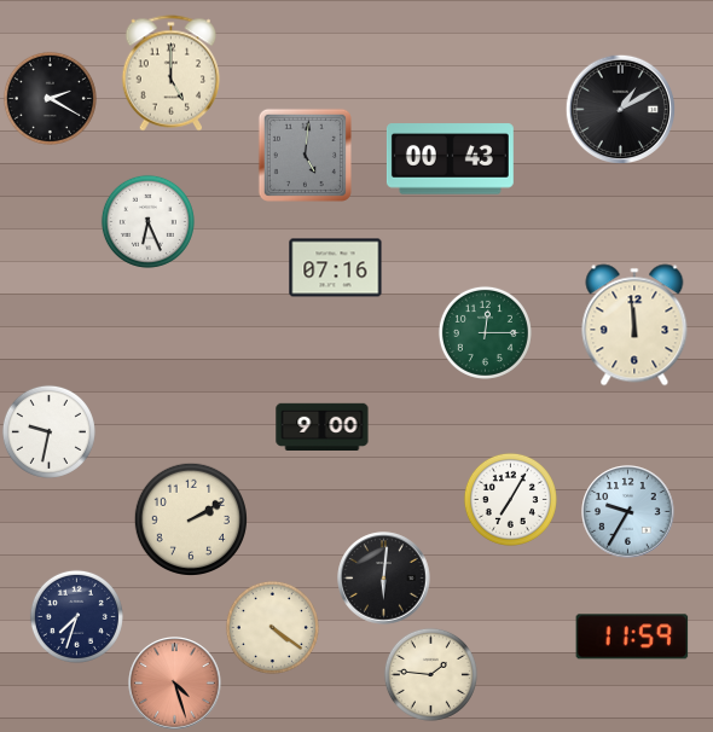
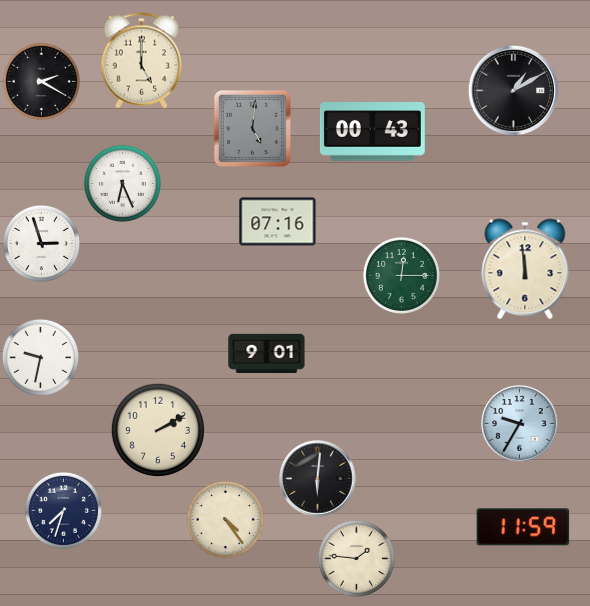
clock at (41, 243): none -> 2:57
clock at (323, 426): 9:00 -> 9:01
clock at (510, 499): 7:05 -> none
clock at (272, 627): 4:21 -> 4:24
clock at (175, 684): 4:27 -> none
